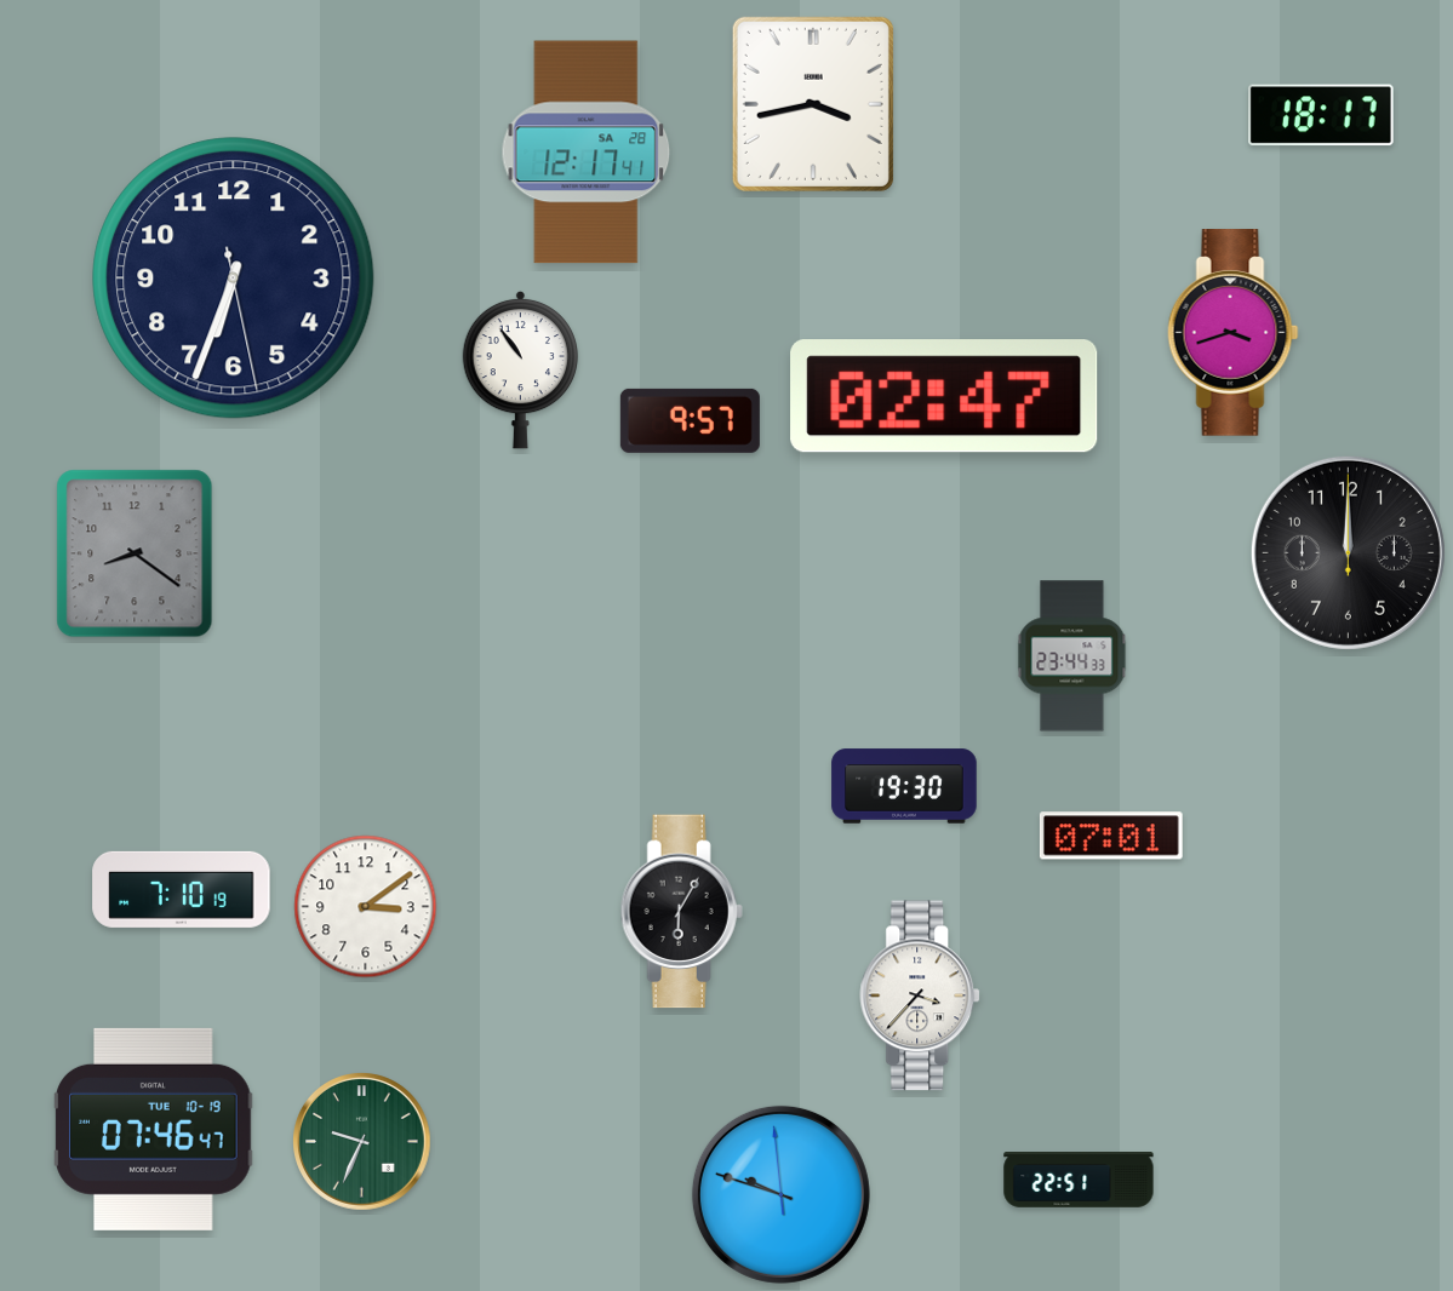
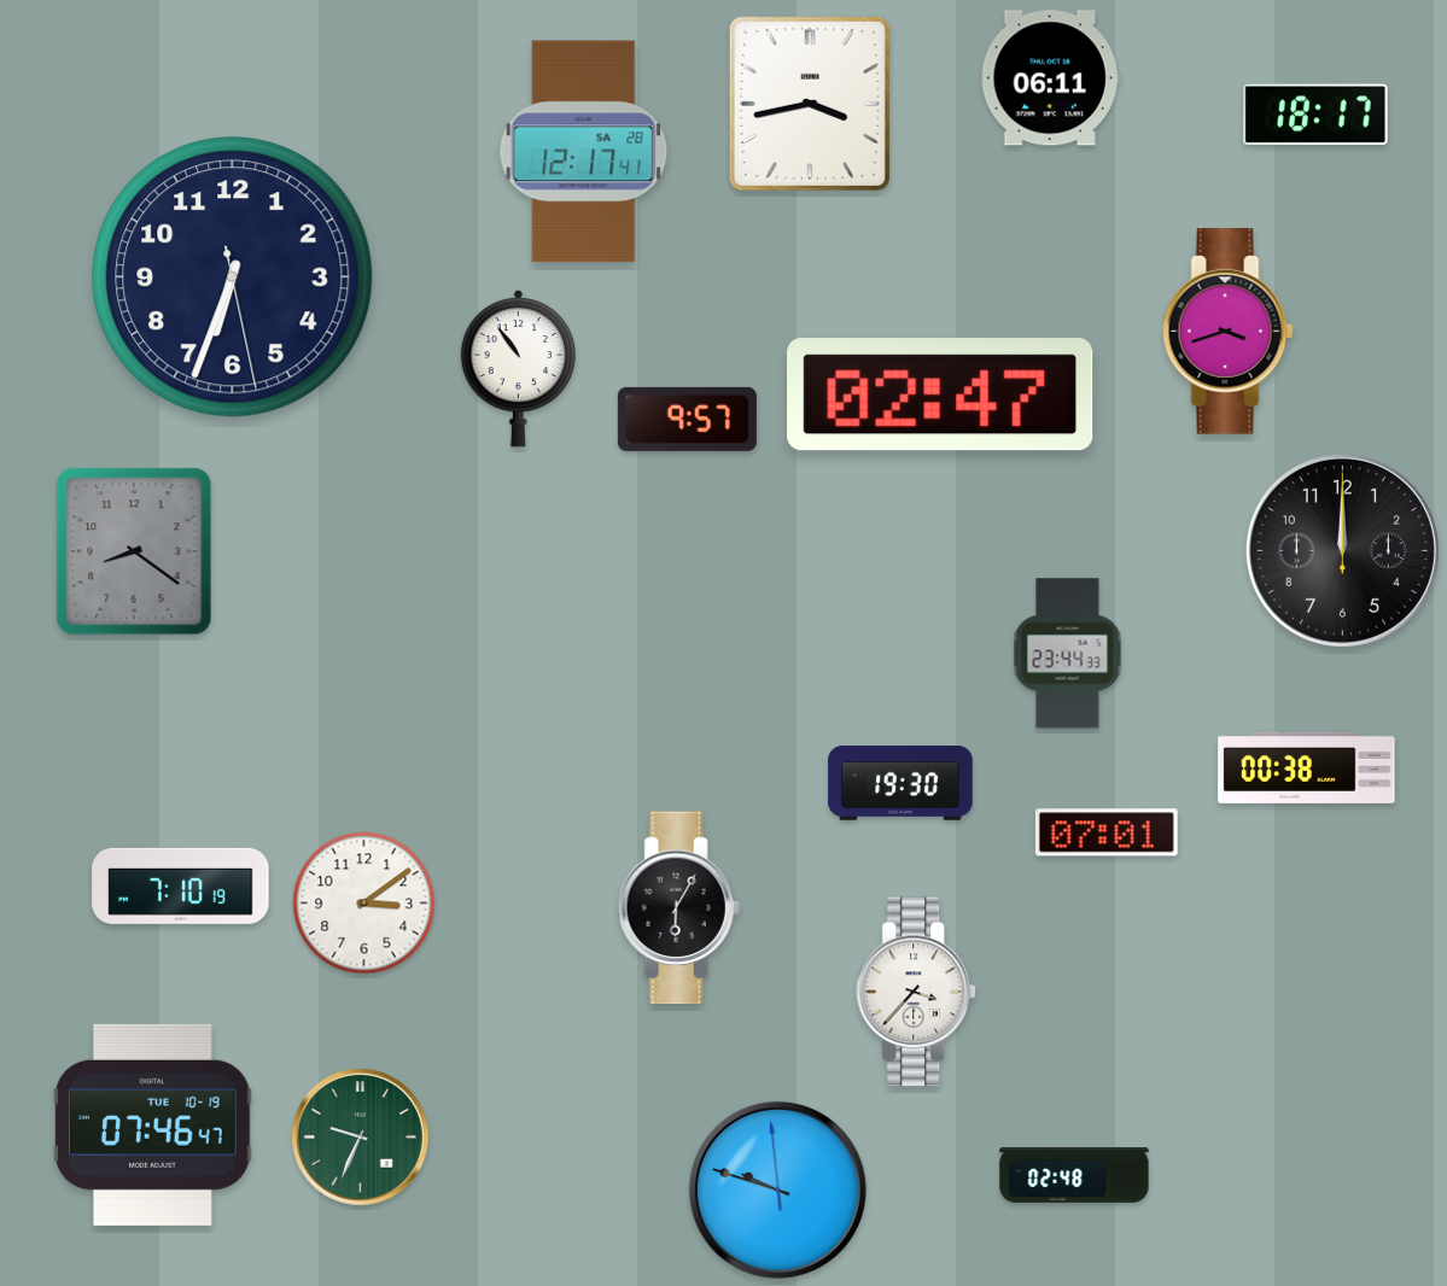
clock at (1050, 78): none -> 06:11
clock at (1307, 767): none -> 00:38
clock at (1079, 1181): 22:51 -> 02:48
